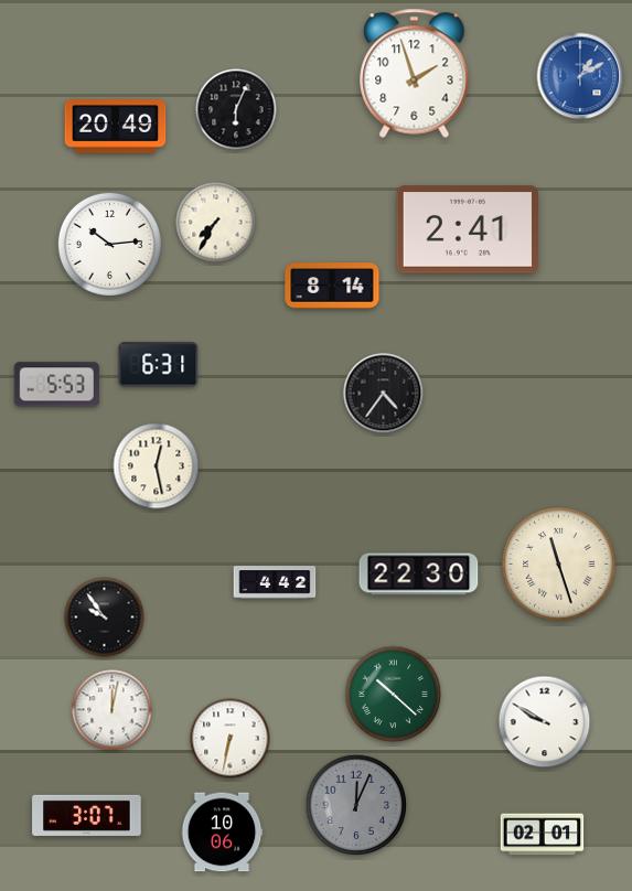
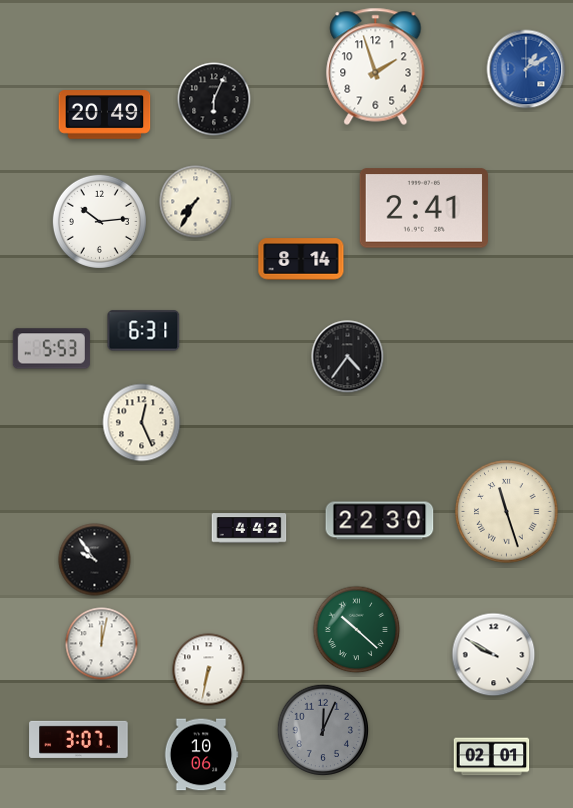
clock at (157, 466): 12:28 -> 12:26
